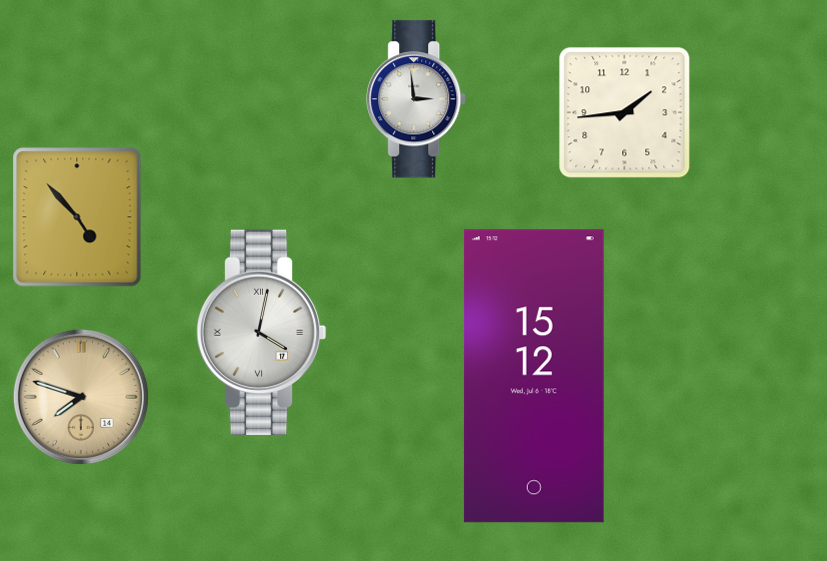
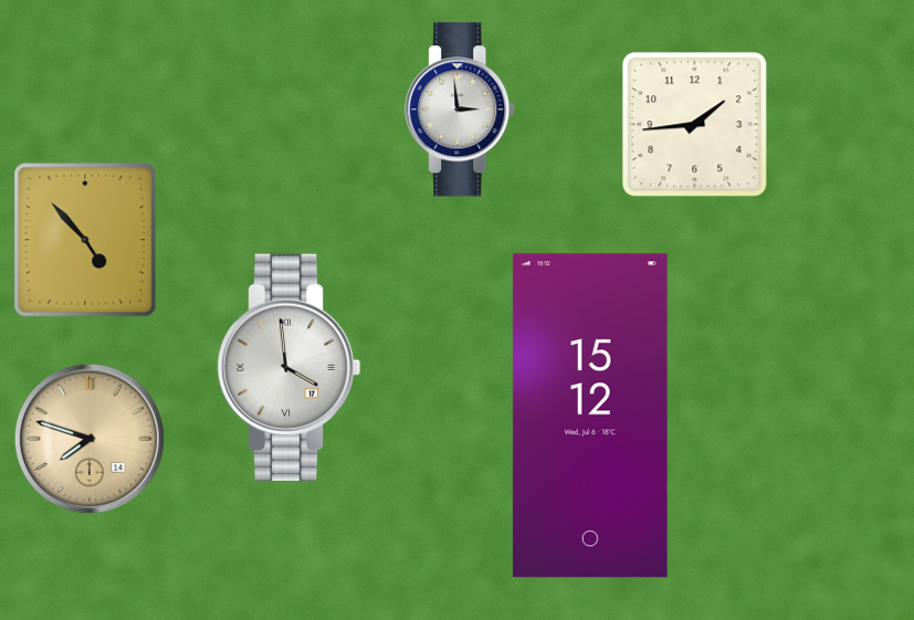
clock at (625, 113) position: (625, 113) -> (695, 125)
clock at (261, 332): 4:02 -> 3:59
